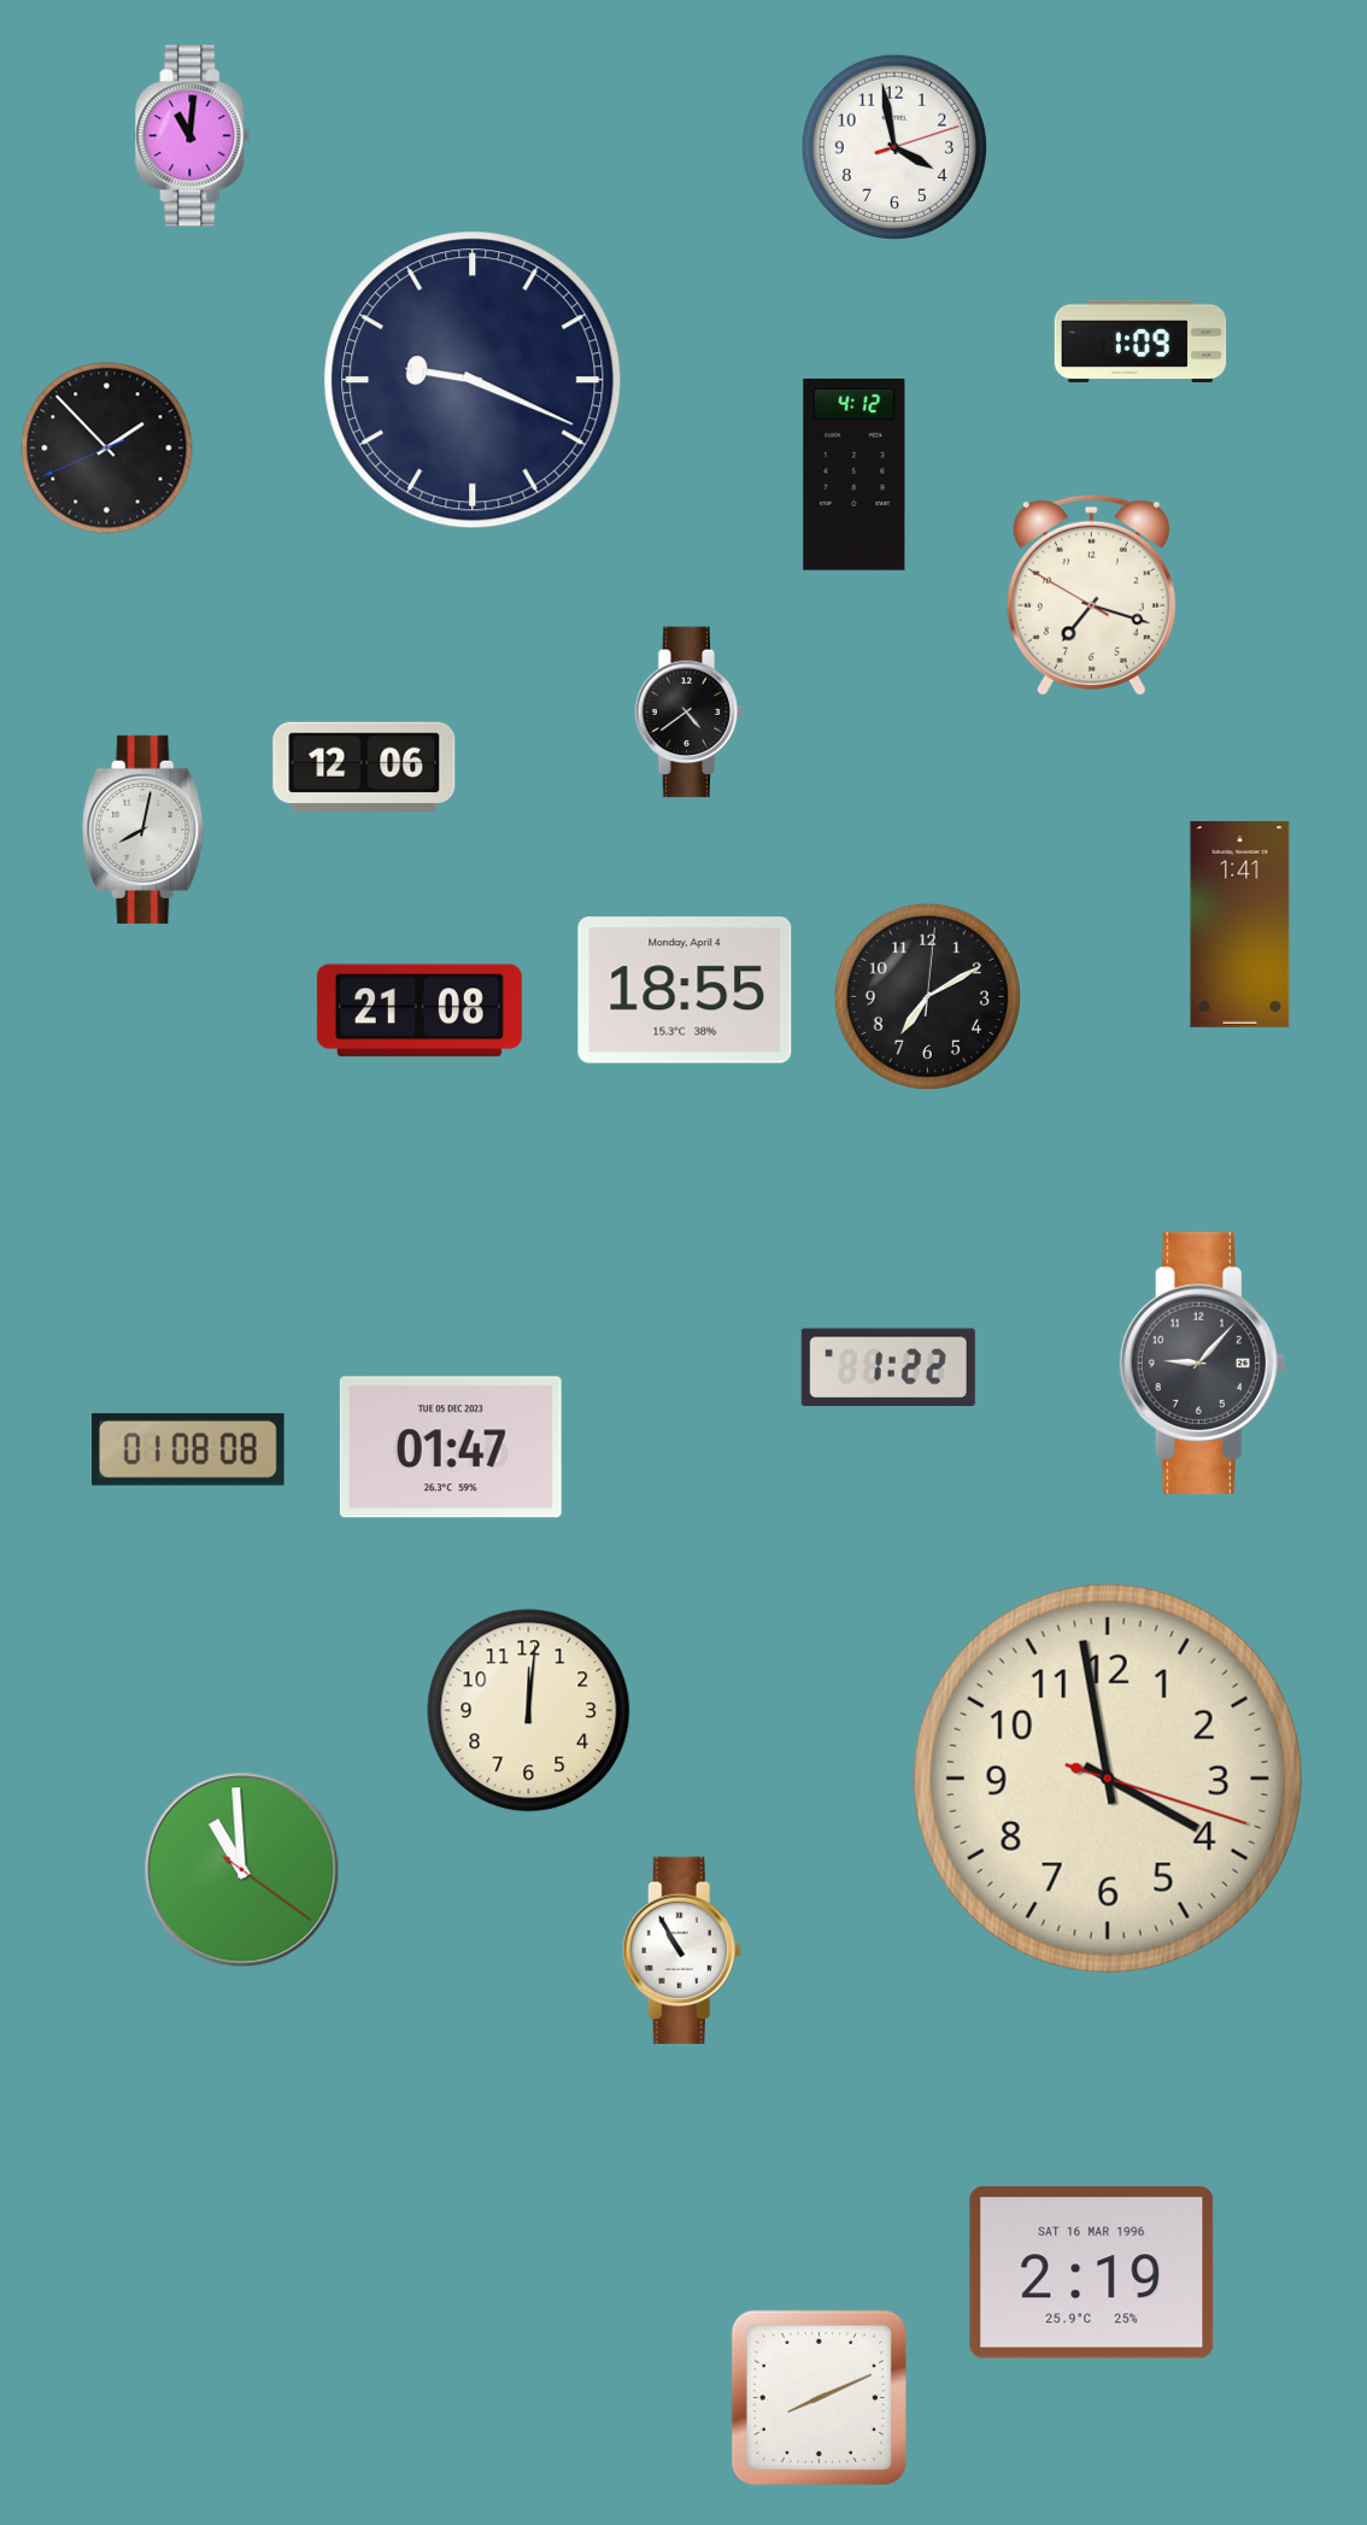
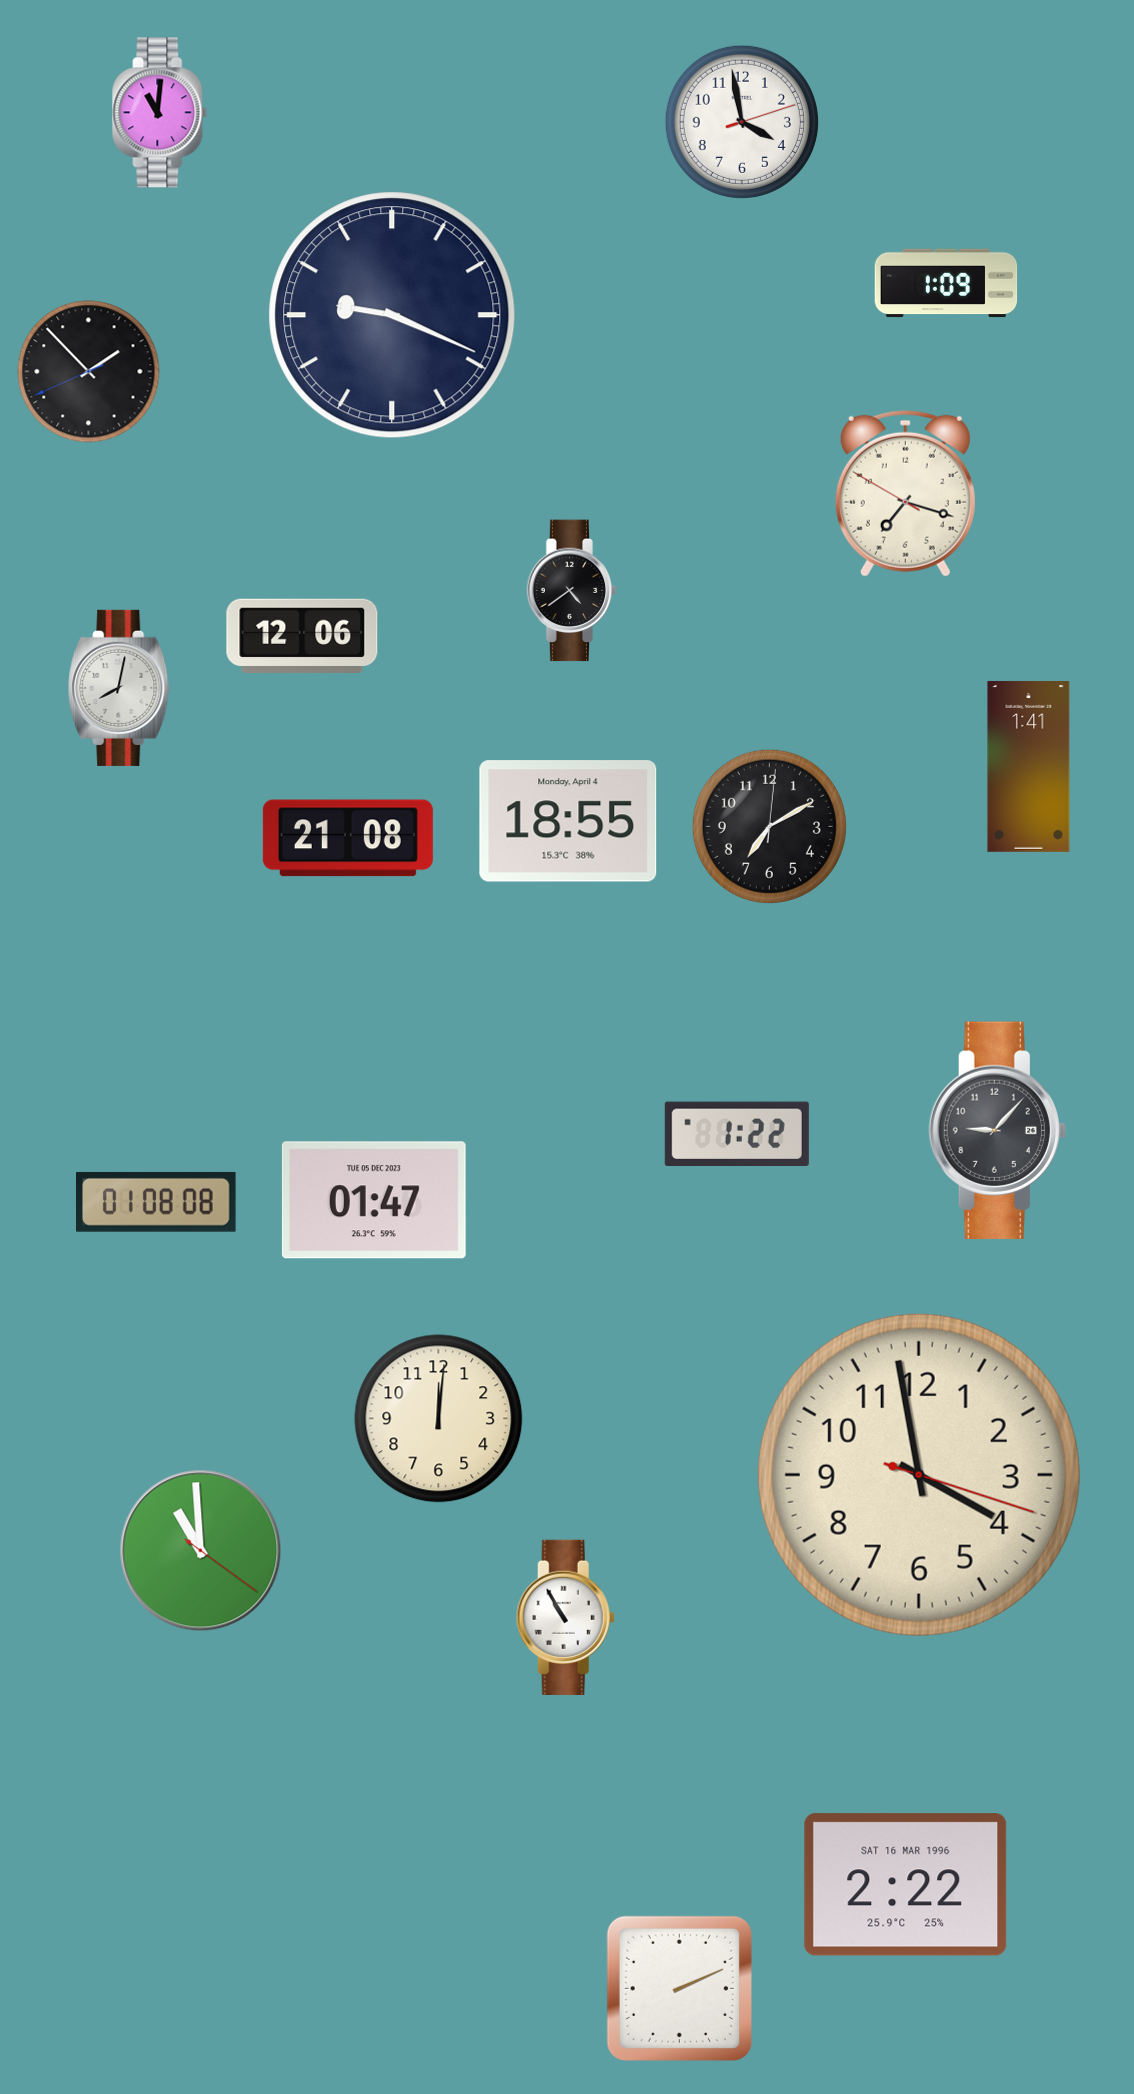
clock at (855, 474): 4:12 -> none
clock at (1092, 2273): 2:19 -> 2:22
clock at (819, 2397): 8:11 -> 2:11
